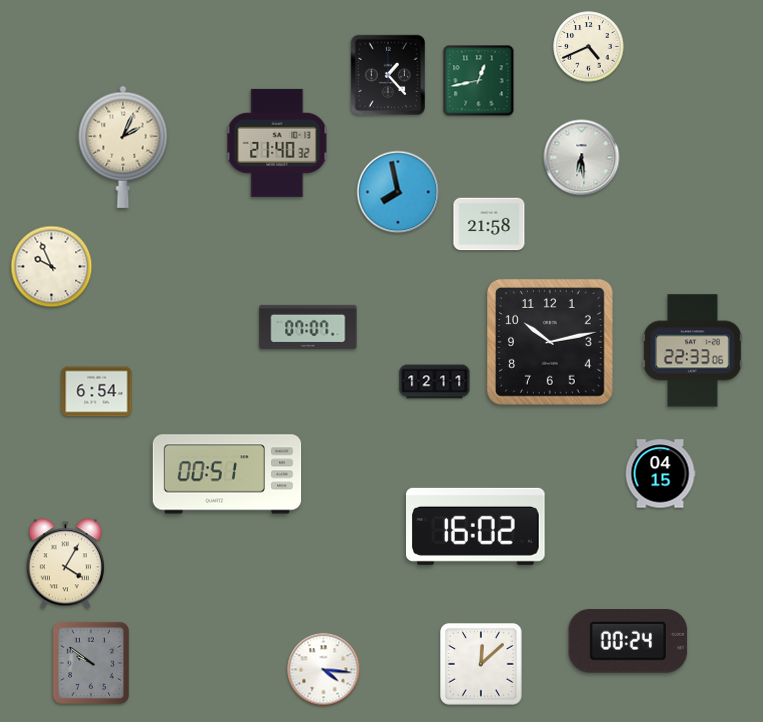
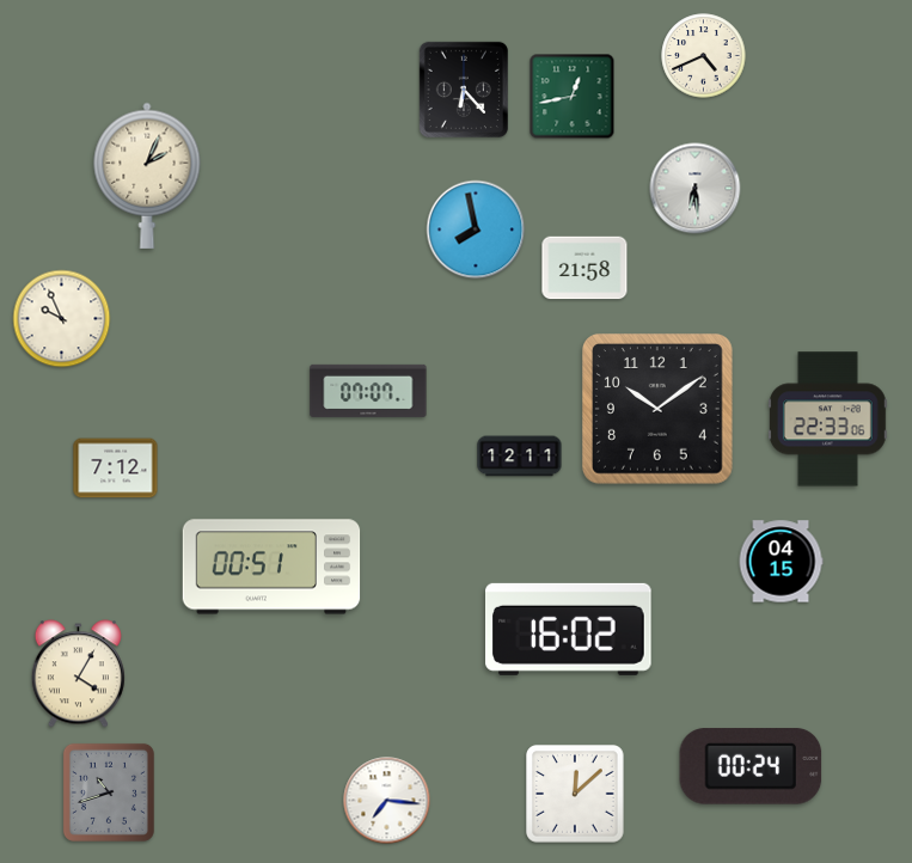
clock at (388, 74): 1:23 -> 6:23
clock at (277, 143): 21:40 -> none
clock at (551, 343): 10:13 -> 10:09
clock at (97, 392): 6:54 -> 7:12
clock at (660, 474) position: (660, 474) -> (781, 562)
clock at (91, 663): 9:51 -> 10:42
clock at (324, 670): 4:16 -> 7:16
